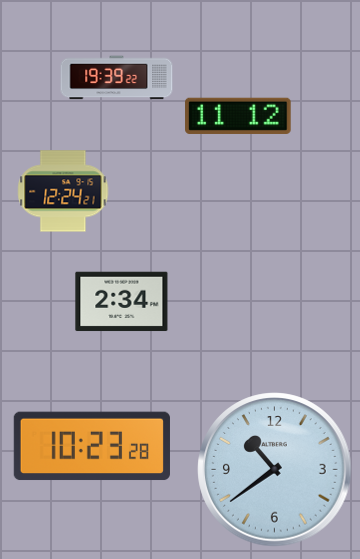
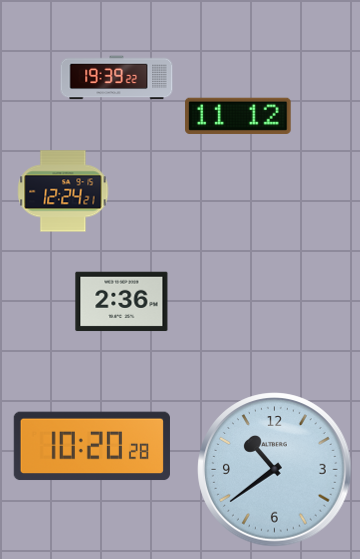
clock at (122, 302): 2:34 -> 2:36
clock at (92, 446): 10:23 -> 10:20
